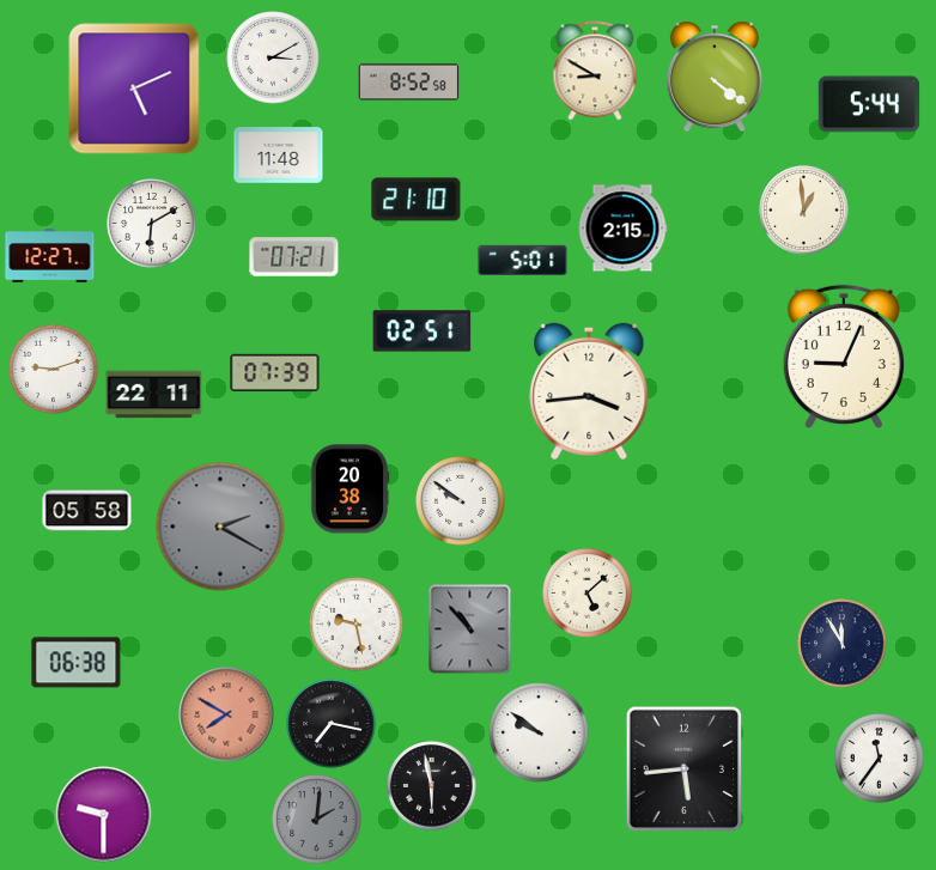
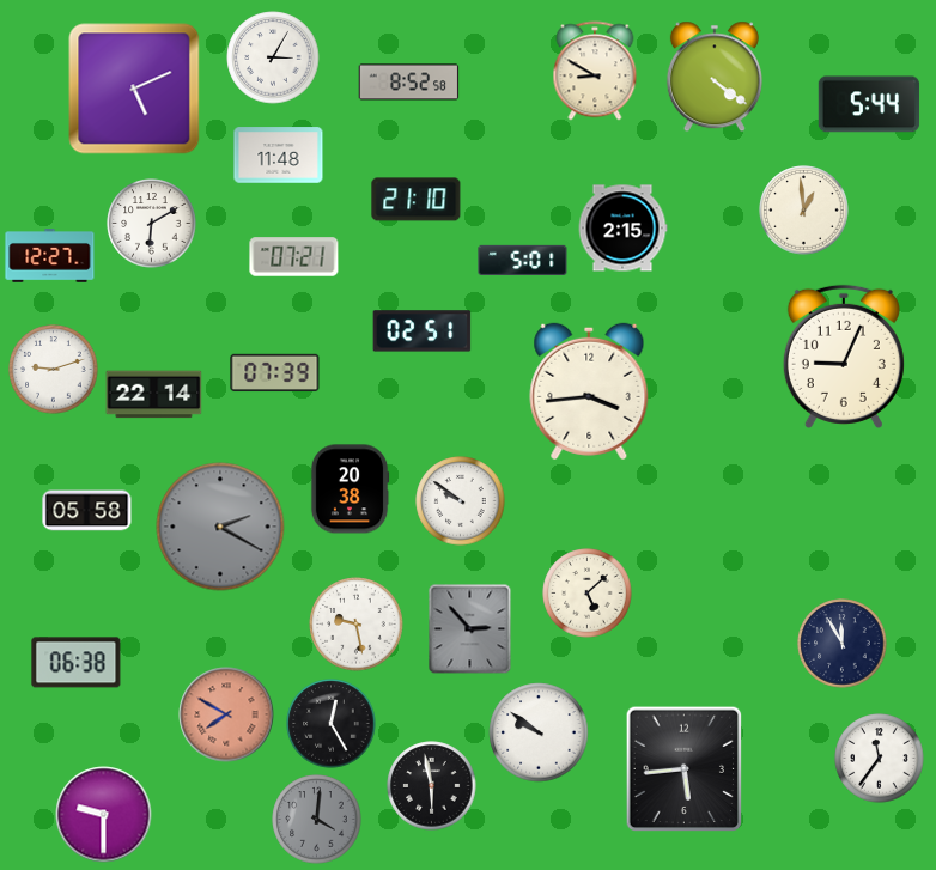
clock at (273, 57): 3:10 -> 3:05
clock at (154, 395): 22:11 -> 22:14
clock at (470, 629): 10:53 -> 2:53
clock at (332, 724): 7:17 -> 12:25
clock at (317, 820): 2:01 -> 4:01
